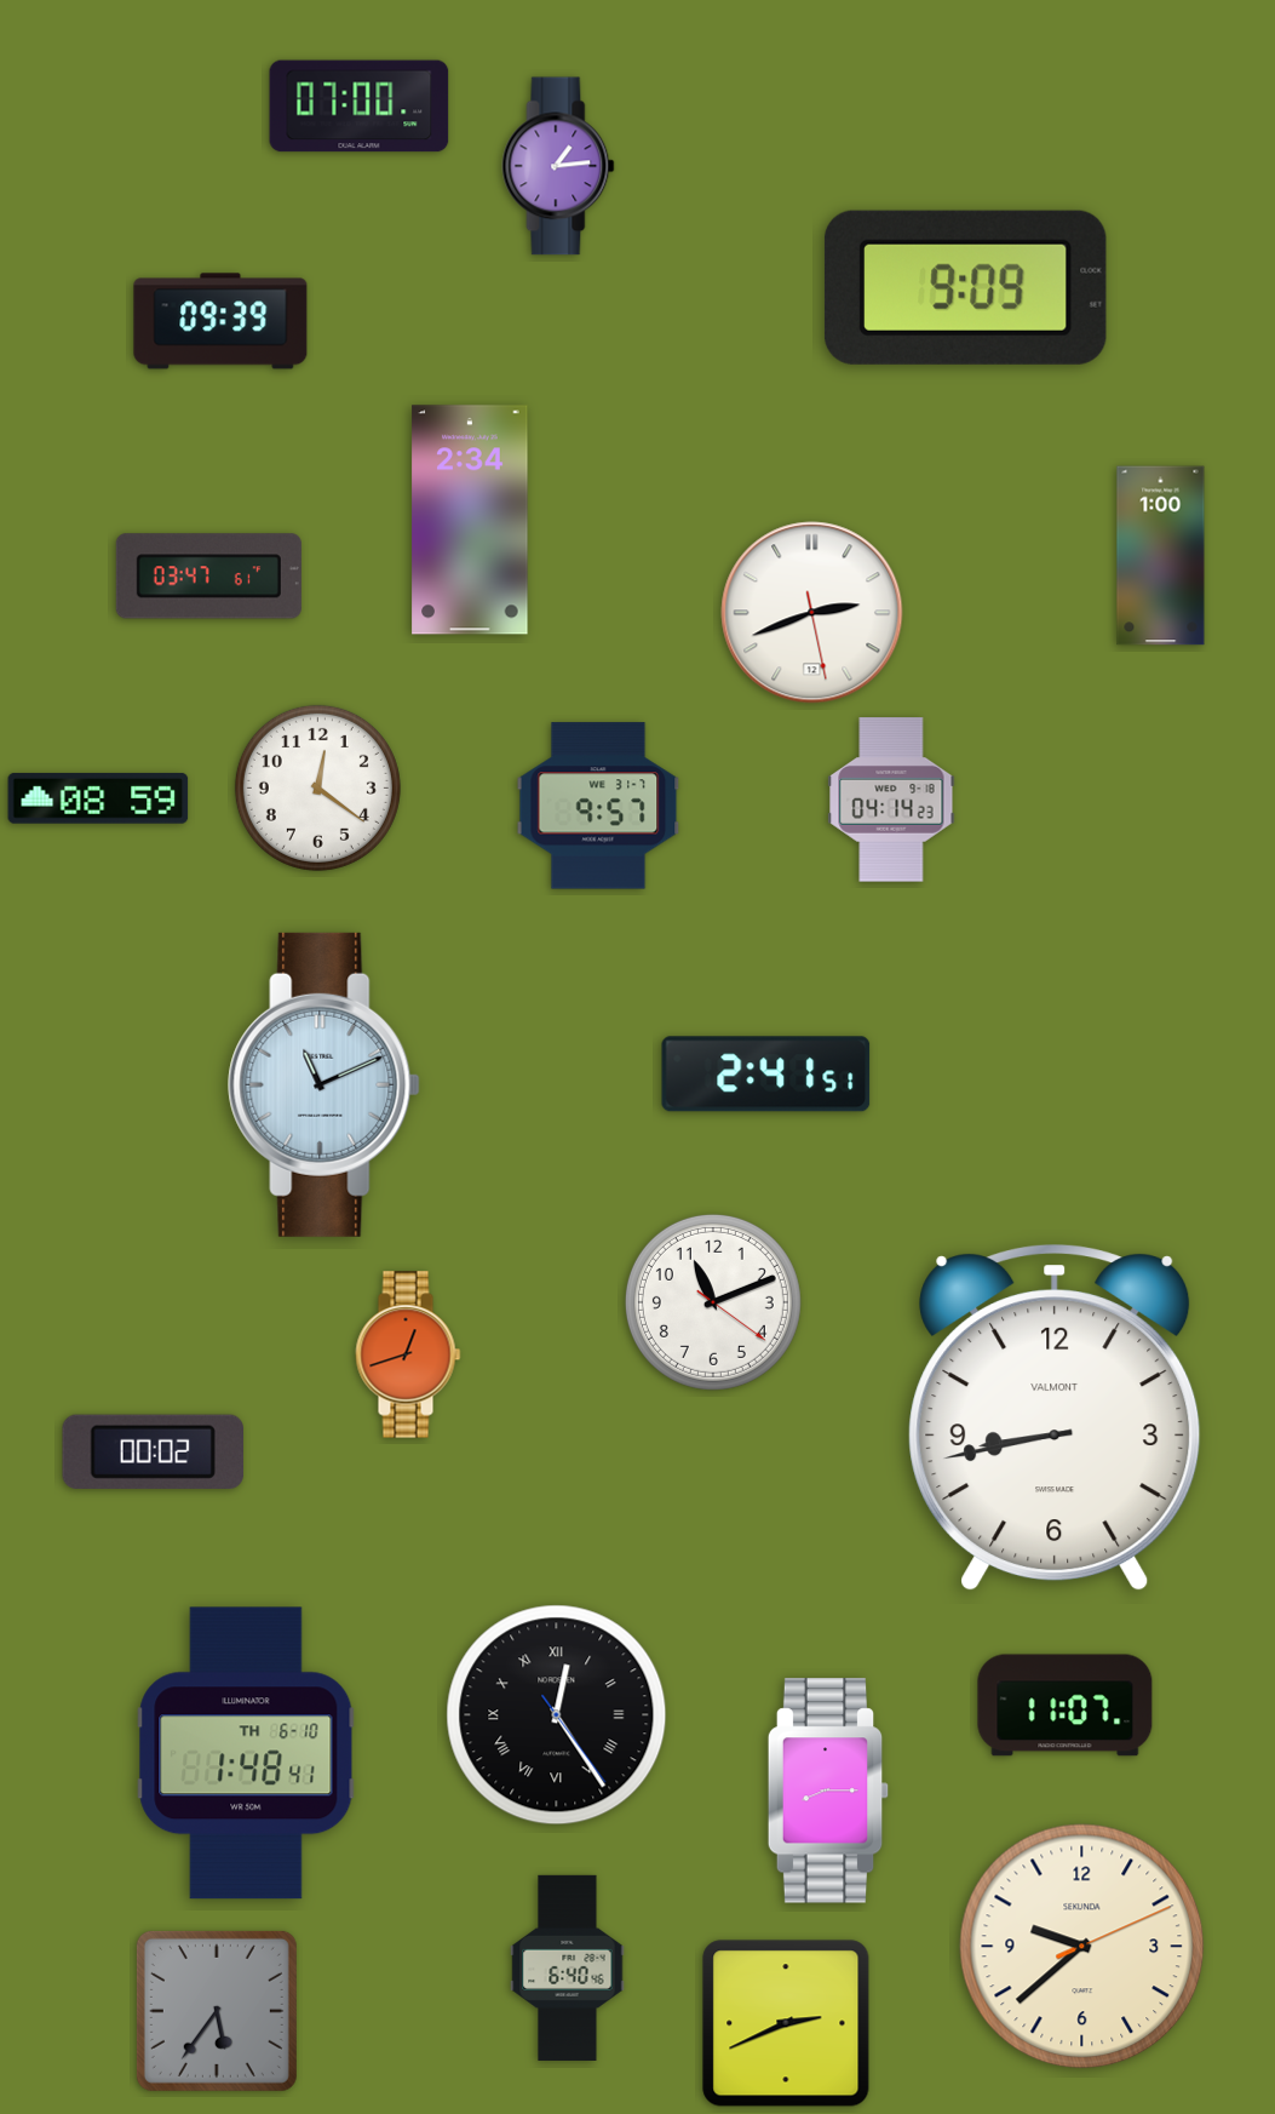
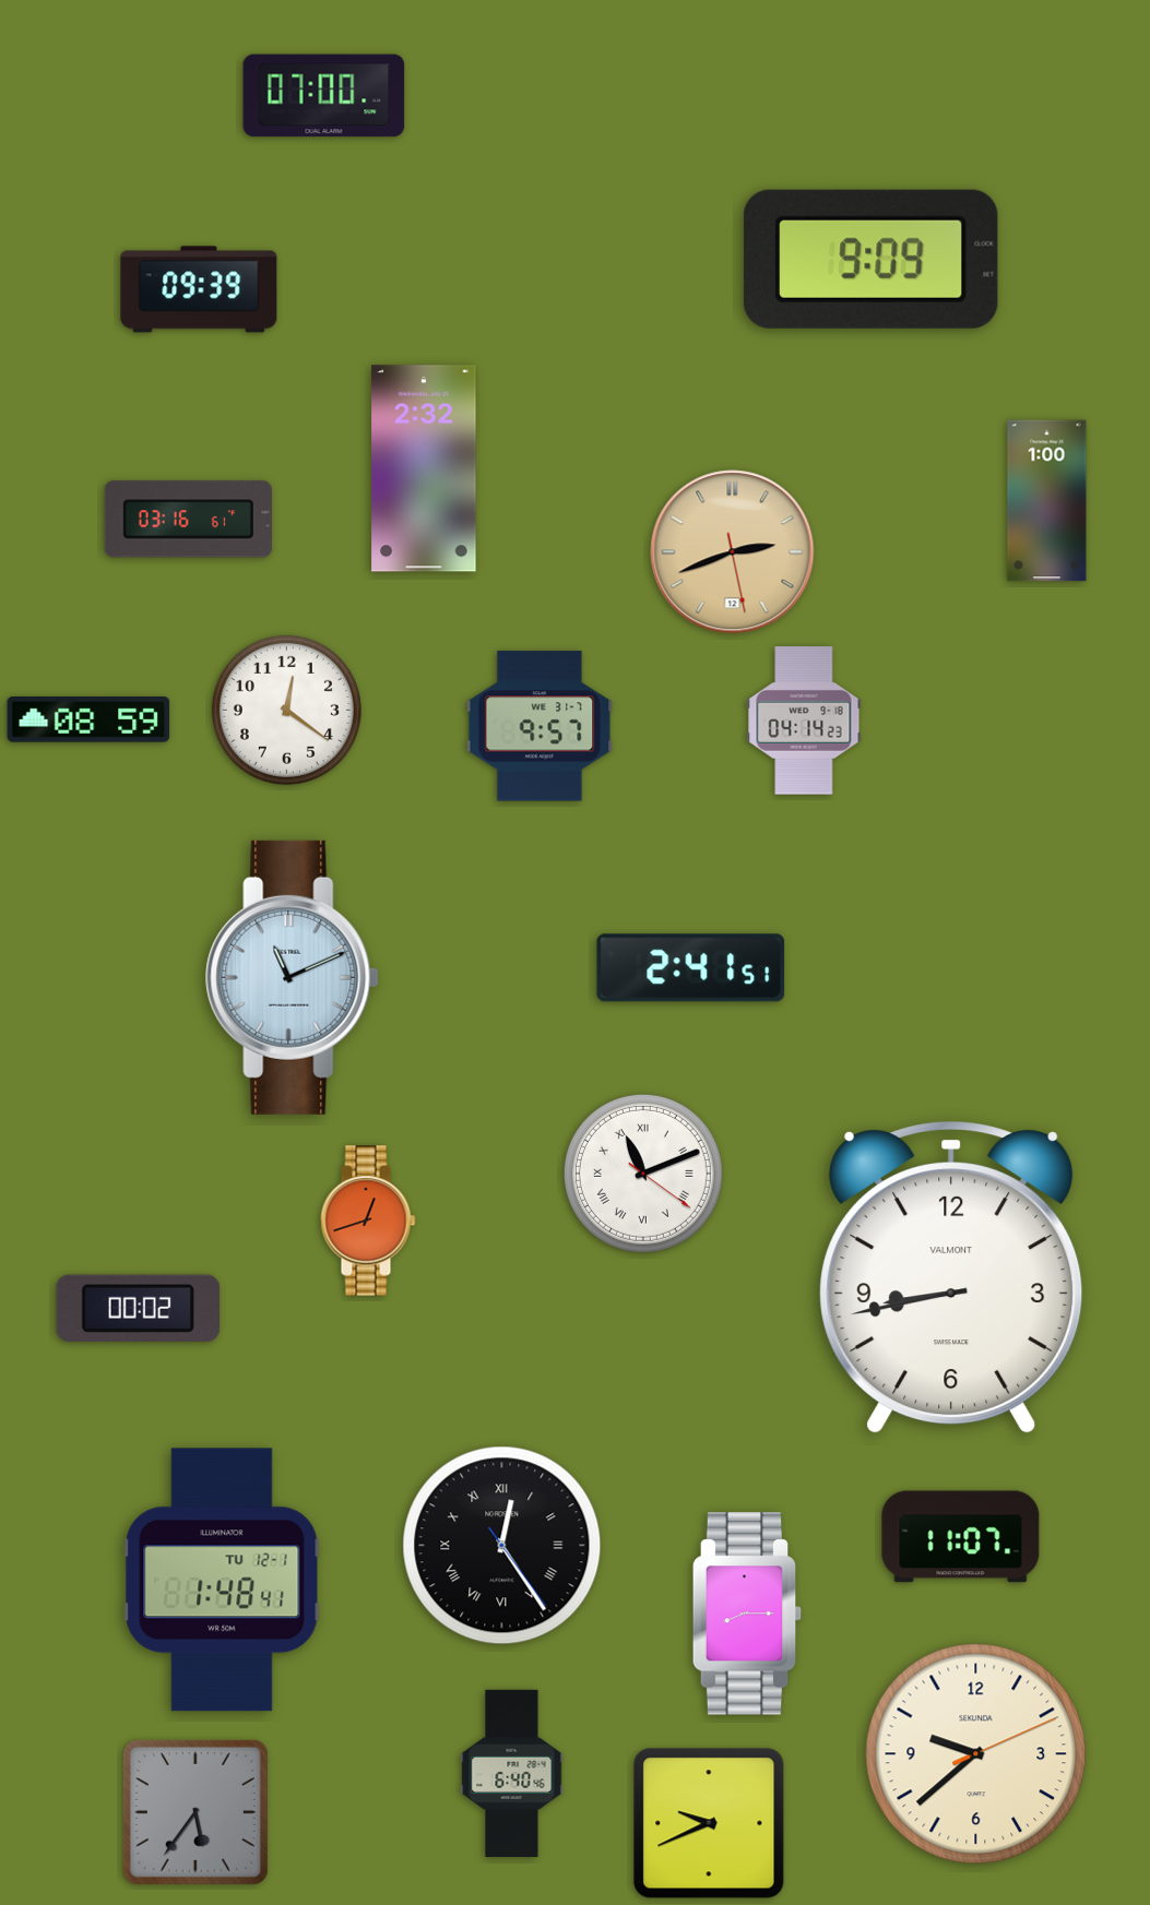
clock at (558, 166): 1:14 -> none
clock at (470, 520): 2:34 -> 2:32
clock at (208, 577): 03:47 -> 03:16
clock at (812, 613) dial: white -> champagne
clock at (713, 1302) numerals: Arabic -> Roman
clock at (246, 1753) date: TH 6-10 -> TU 12-1
clock at (786, 2023): 2:41 -> 9:41
